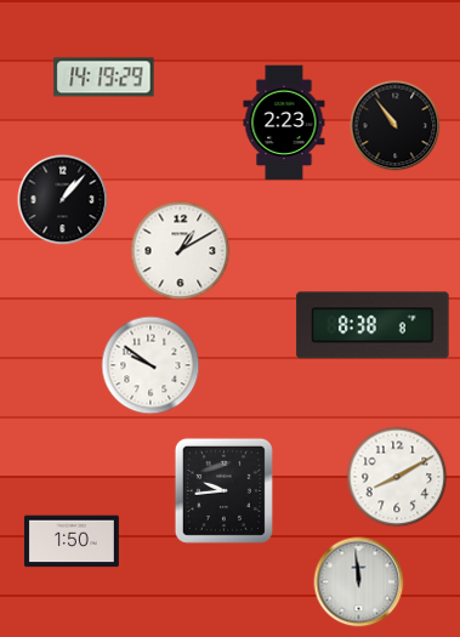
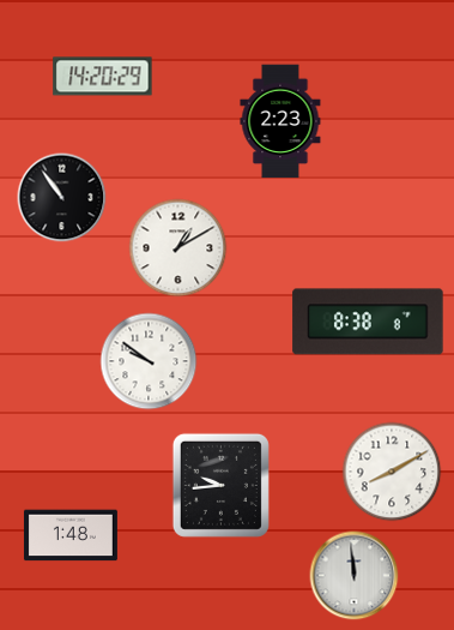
clock at (104, 78): 14:19 -> 14:20
clock at (396, 126): 10:54 -> none
clock at (63, 200): 1:07 -> 10:54
clock at (72, 541): 1:50 -> 1:48
